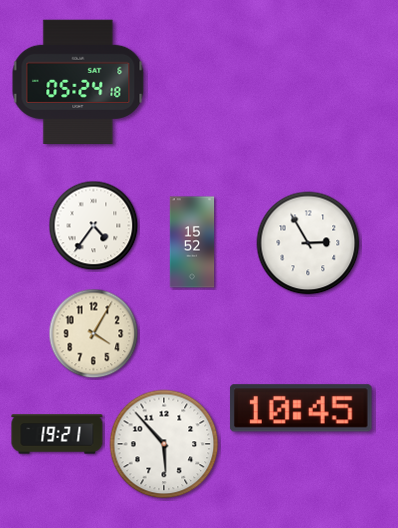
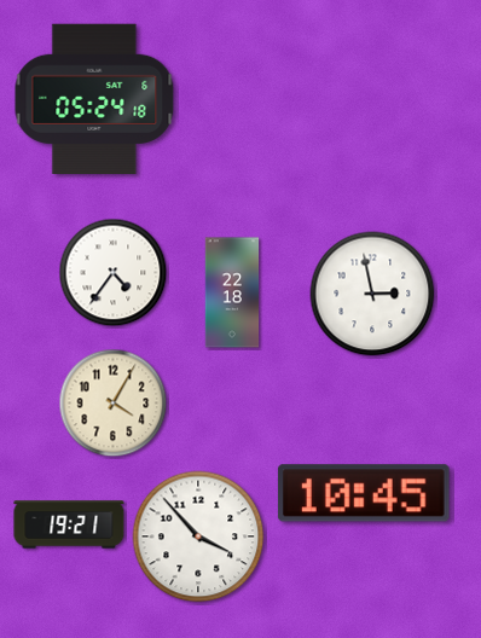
clock at (192, 242): 15:52 -> 22:18
clock at (308, 243): 2:55 -> 2:58
clock at (164, 444): 5:53 -> 3:53
